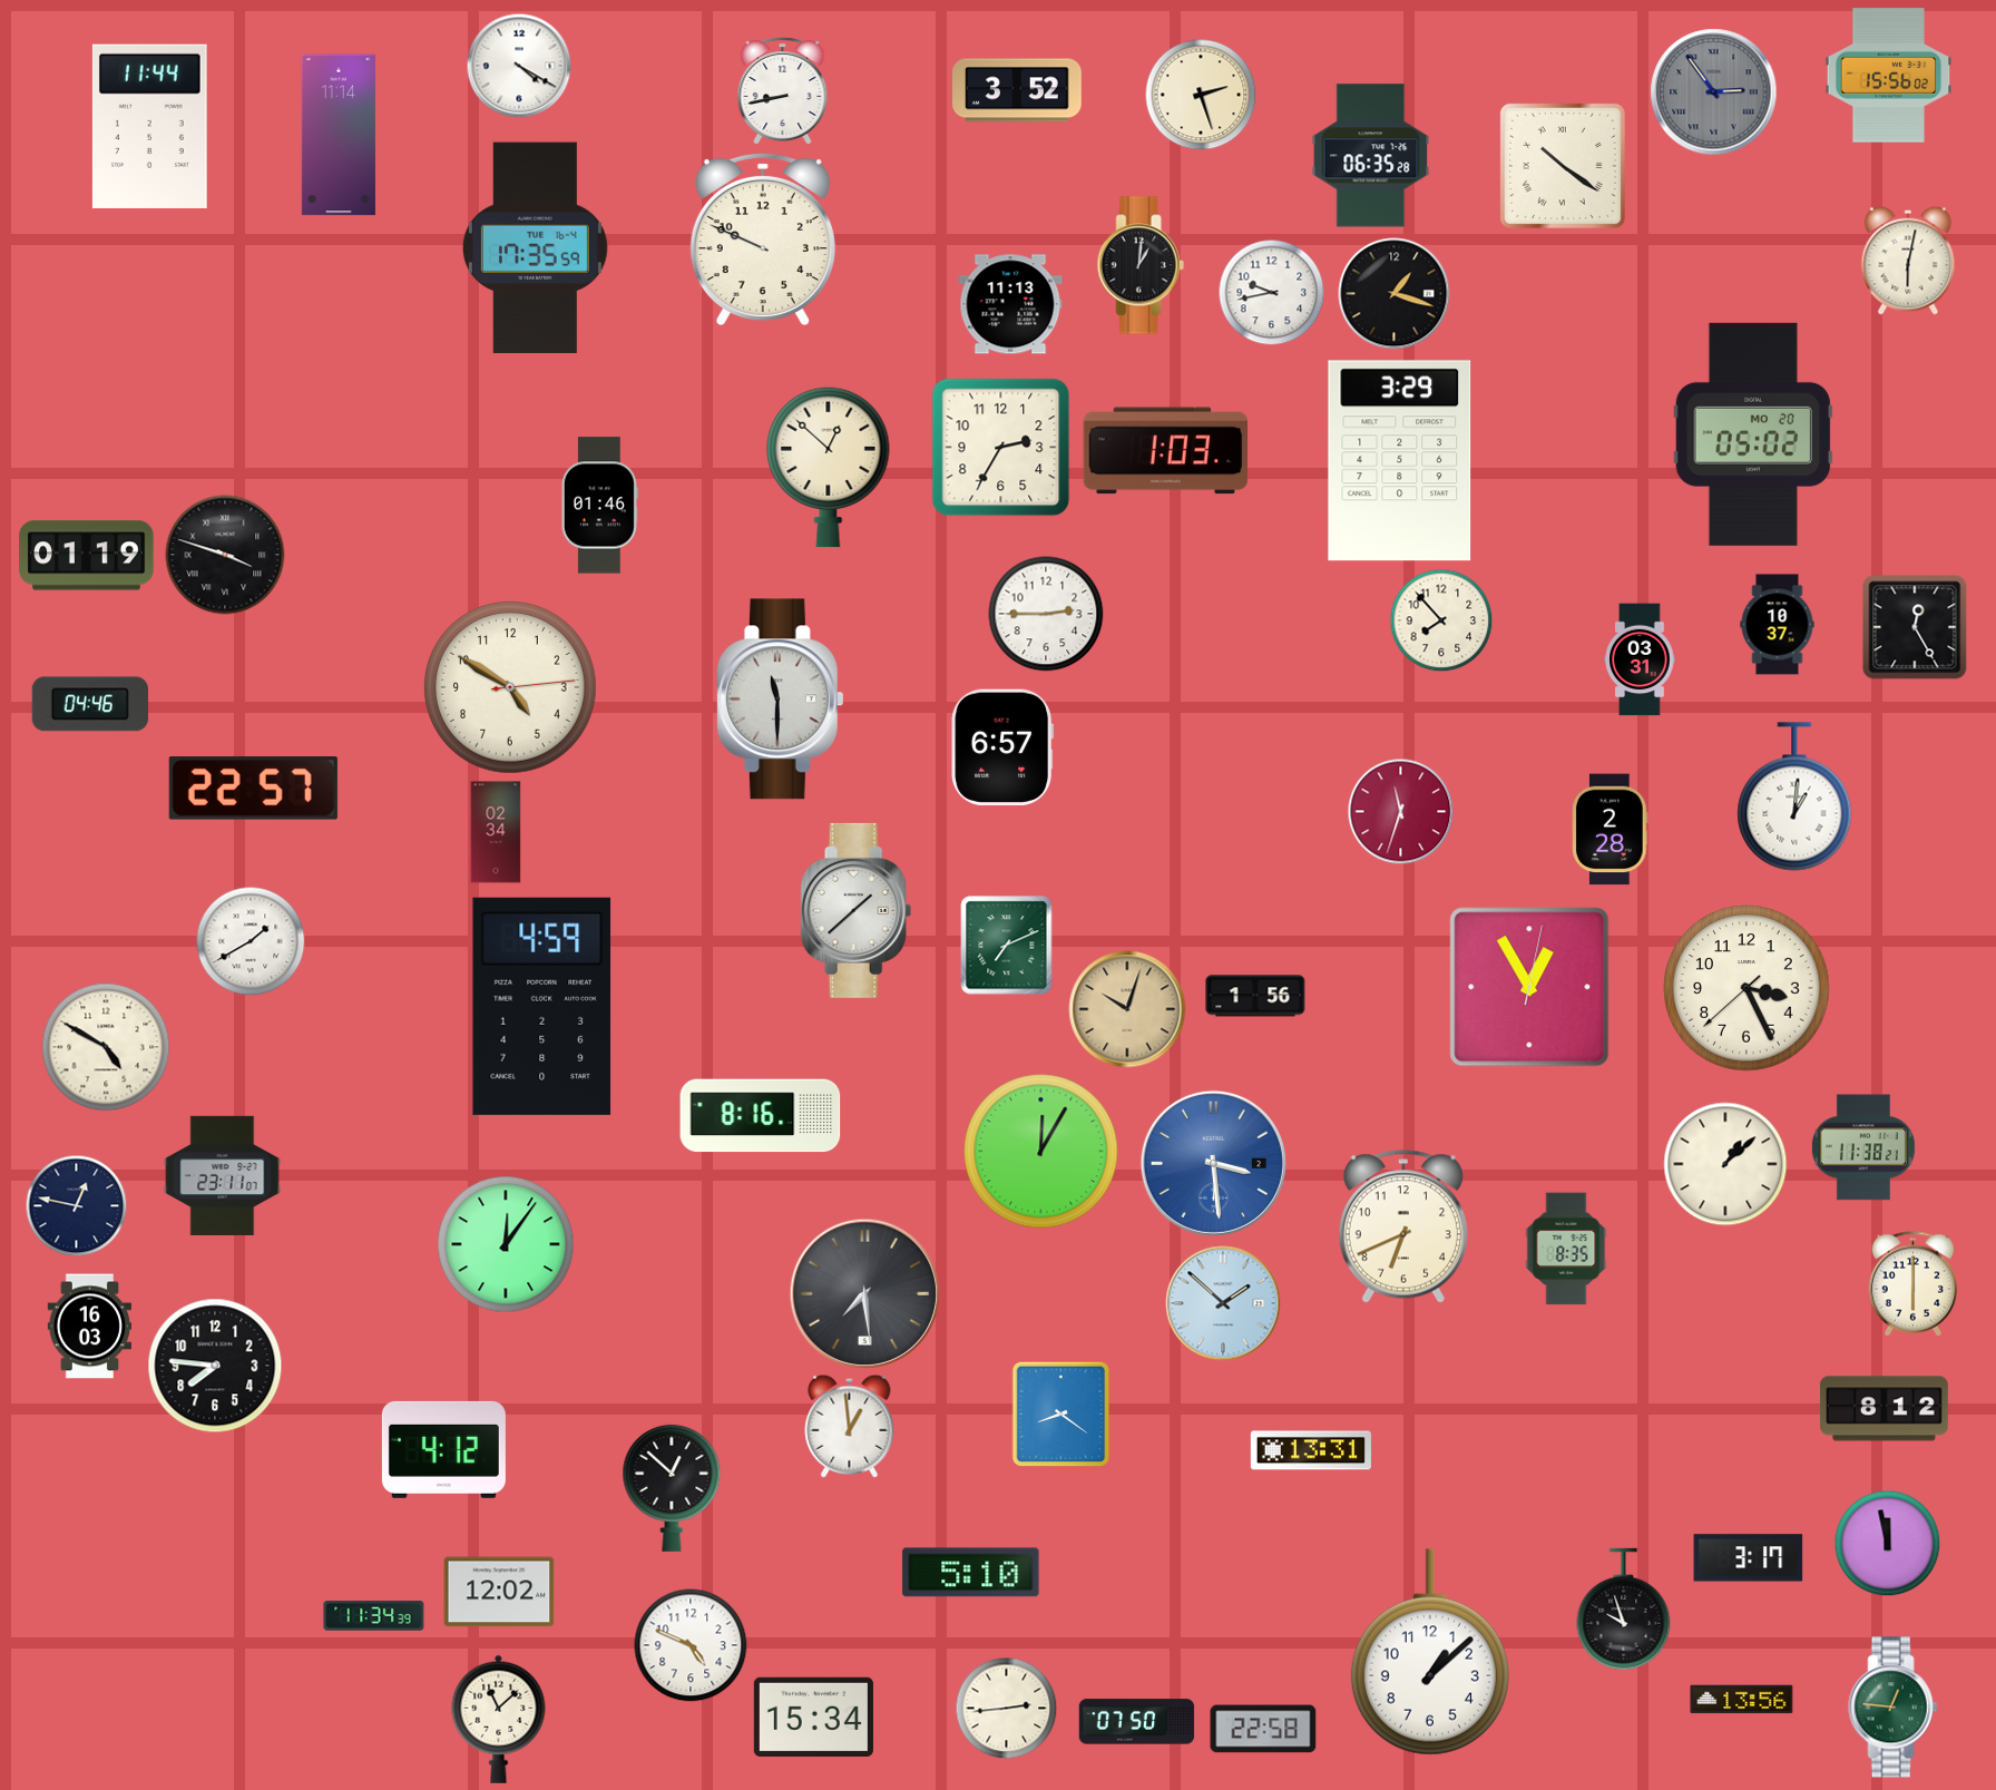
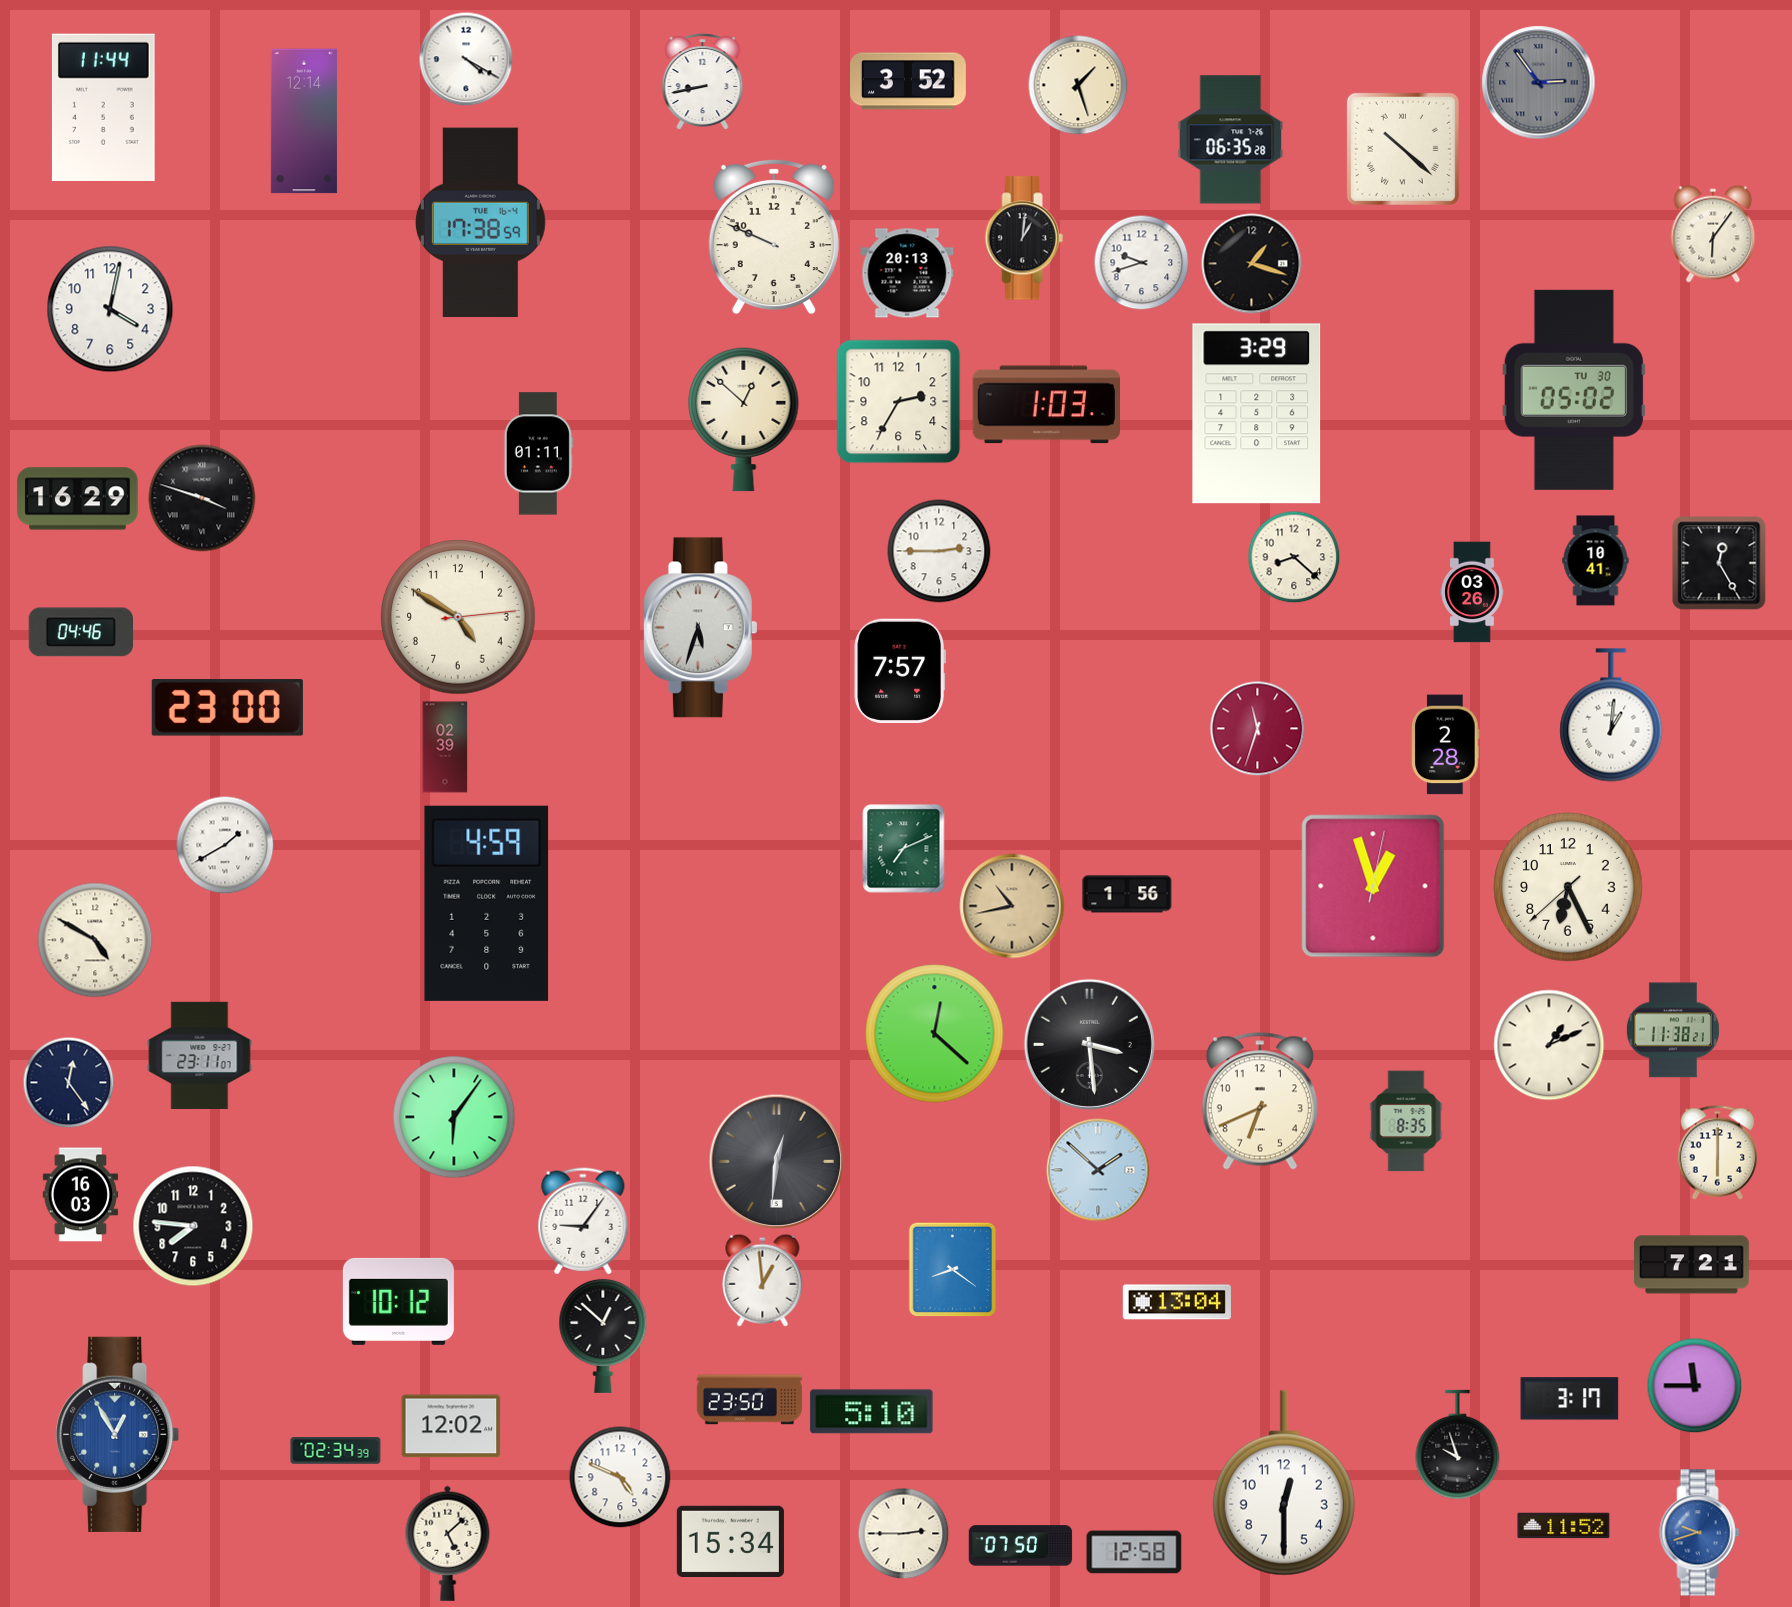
clock at (1889, 76): 15:56 -> none
clock at (1018, 90) position: (1018, 90) -> (909, 81)
clock at (1201, 95): 2:27 -> 1:27
clock at (149, 126) position: (149, 126) -> (103, 107)
clock at (339, 135): 11:14 -> 12:14
clock at (1563, 166): 10:21 -> 10:22
clock at (763, 239) position: (763, 239) -> (774, 237)
clock at (535, 248): 17:35 -> 17:38
clock at (1908, 261): 6:02 -> 6:06
clock at (1271, 292): 9:43 -> 9:42
clock at (1010, 304): 11:13 -> 20:13
clock at (110, 309): none -> 4:02
clock at (1753, 434) date: MO 20 -> TU 30
clock at (599, 506): 01:46 -> 01:11
clock at (87, 556): 01:19 -> 16:29
clock at (1441, 620): 7:53 -> 8:22
clock at (1778, 625): 10:37 -> 10:41
clock at (1640, 659): 03:31 -> 03:26
clock at (780, 700): 11:30 -> 5:33
clock at (1002, 746): 6:57 -> 7:57
clock at (253, 789): 22:57 -> 23:00
clock at (496, 832): 02:34 -> 02:39
clock at (857, 910): 1:38 -> none
clock at (1529, 987): 12:55 -> 12:57
clock at (1747, 988): 3:25 -> 6:25
clock at (1127, 1009): 10:03 -> 10:43
clock at (761, 1116): 8:16 -> none
clock at (1041, 1152): 12:05 -> 12:22
clock at (1213, 1163) dial: blue -> black
clock at (1725, 1164): 1:08 -> 1:11
clock at (76, 1205): 12:47 -> 12:24
clock at (506, 1244): 12:06 -> 6:06
clock at (864, 1293): 7:29 -> 12:31
clock at (89, 1327) position: (89, 1327) -> (80, 1195)
clock at (583, 1221): none -> 9:06
clock at (1884, 1409): 8:12 -> 7:21
clock at (443, 1449): 4:12 -> 10:12
clock at (1311, 1450): 13:31 -> 13:04
clock at (1887, 1543): 11:58 -> 11:45
clock at (750, 1400): none -> 23:50
clock at (499, 1592) position: (499, 1592) -> (451, 1426)
clock at (118, 1434): none -> 12:55
clock at (374, 1616): 11:34 -> 02:34
clock at (1430, 1652): 1:08 -> 12:30
clock at (1742, 1700): 13:56 -> 11:52
clock at (1006, 1708): 2:44 -> 2:45
clock at (1894, 1708): 12:46 -> 9:42
clock at (1894, 1708) dial: green -> blue
clock at (499, 1719): 11:08 -> 5:08
clock at (1263, 1729): 22:58 -> 12:58
